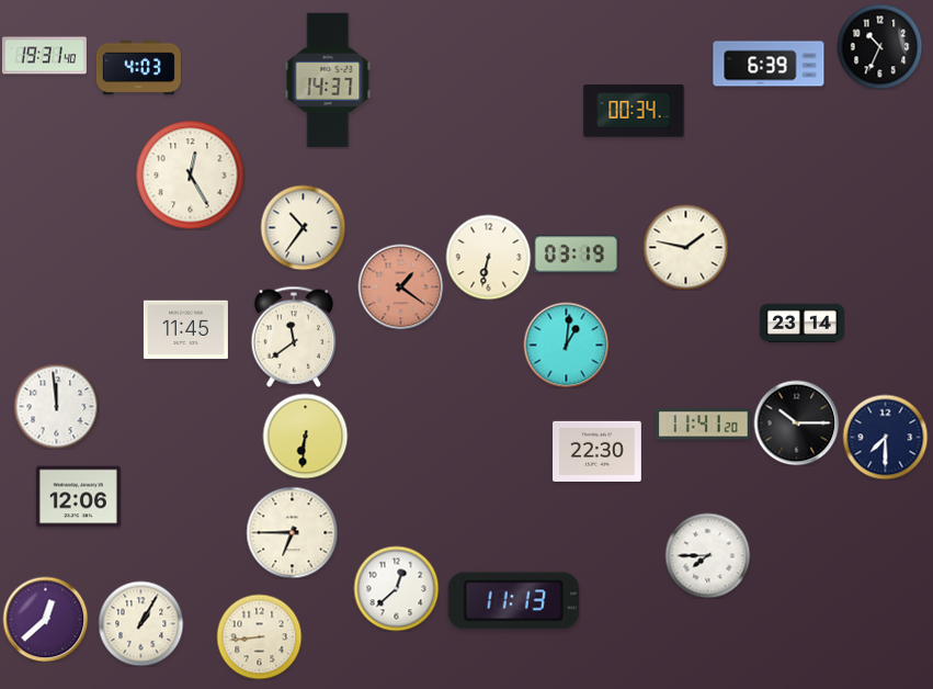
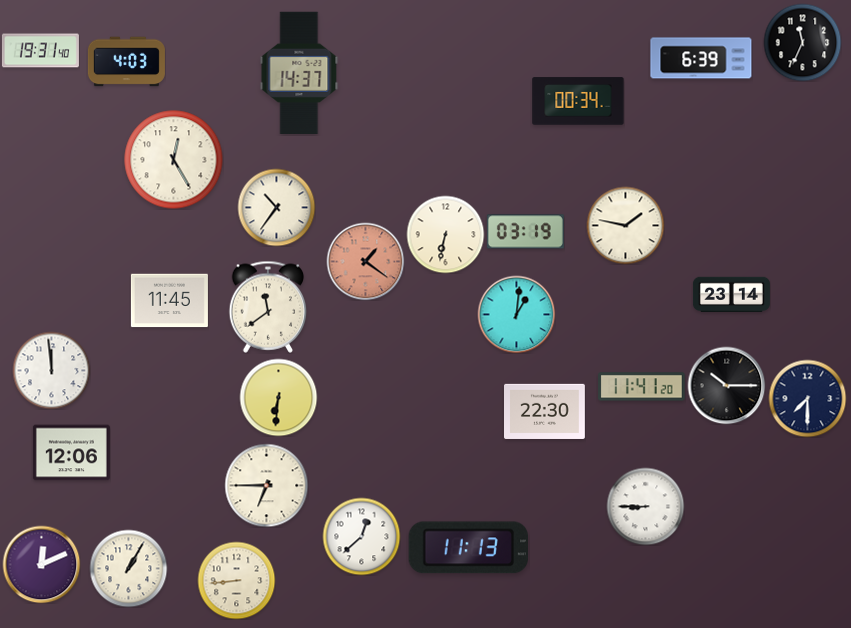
clock at (879, 46): 10:34 -> 11:34
clock at (707, 555): 7:45 -> 8:45
clock at (45, 619): 12:38 -> 12:11
